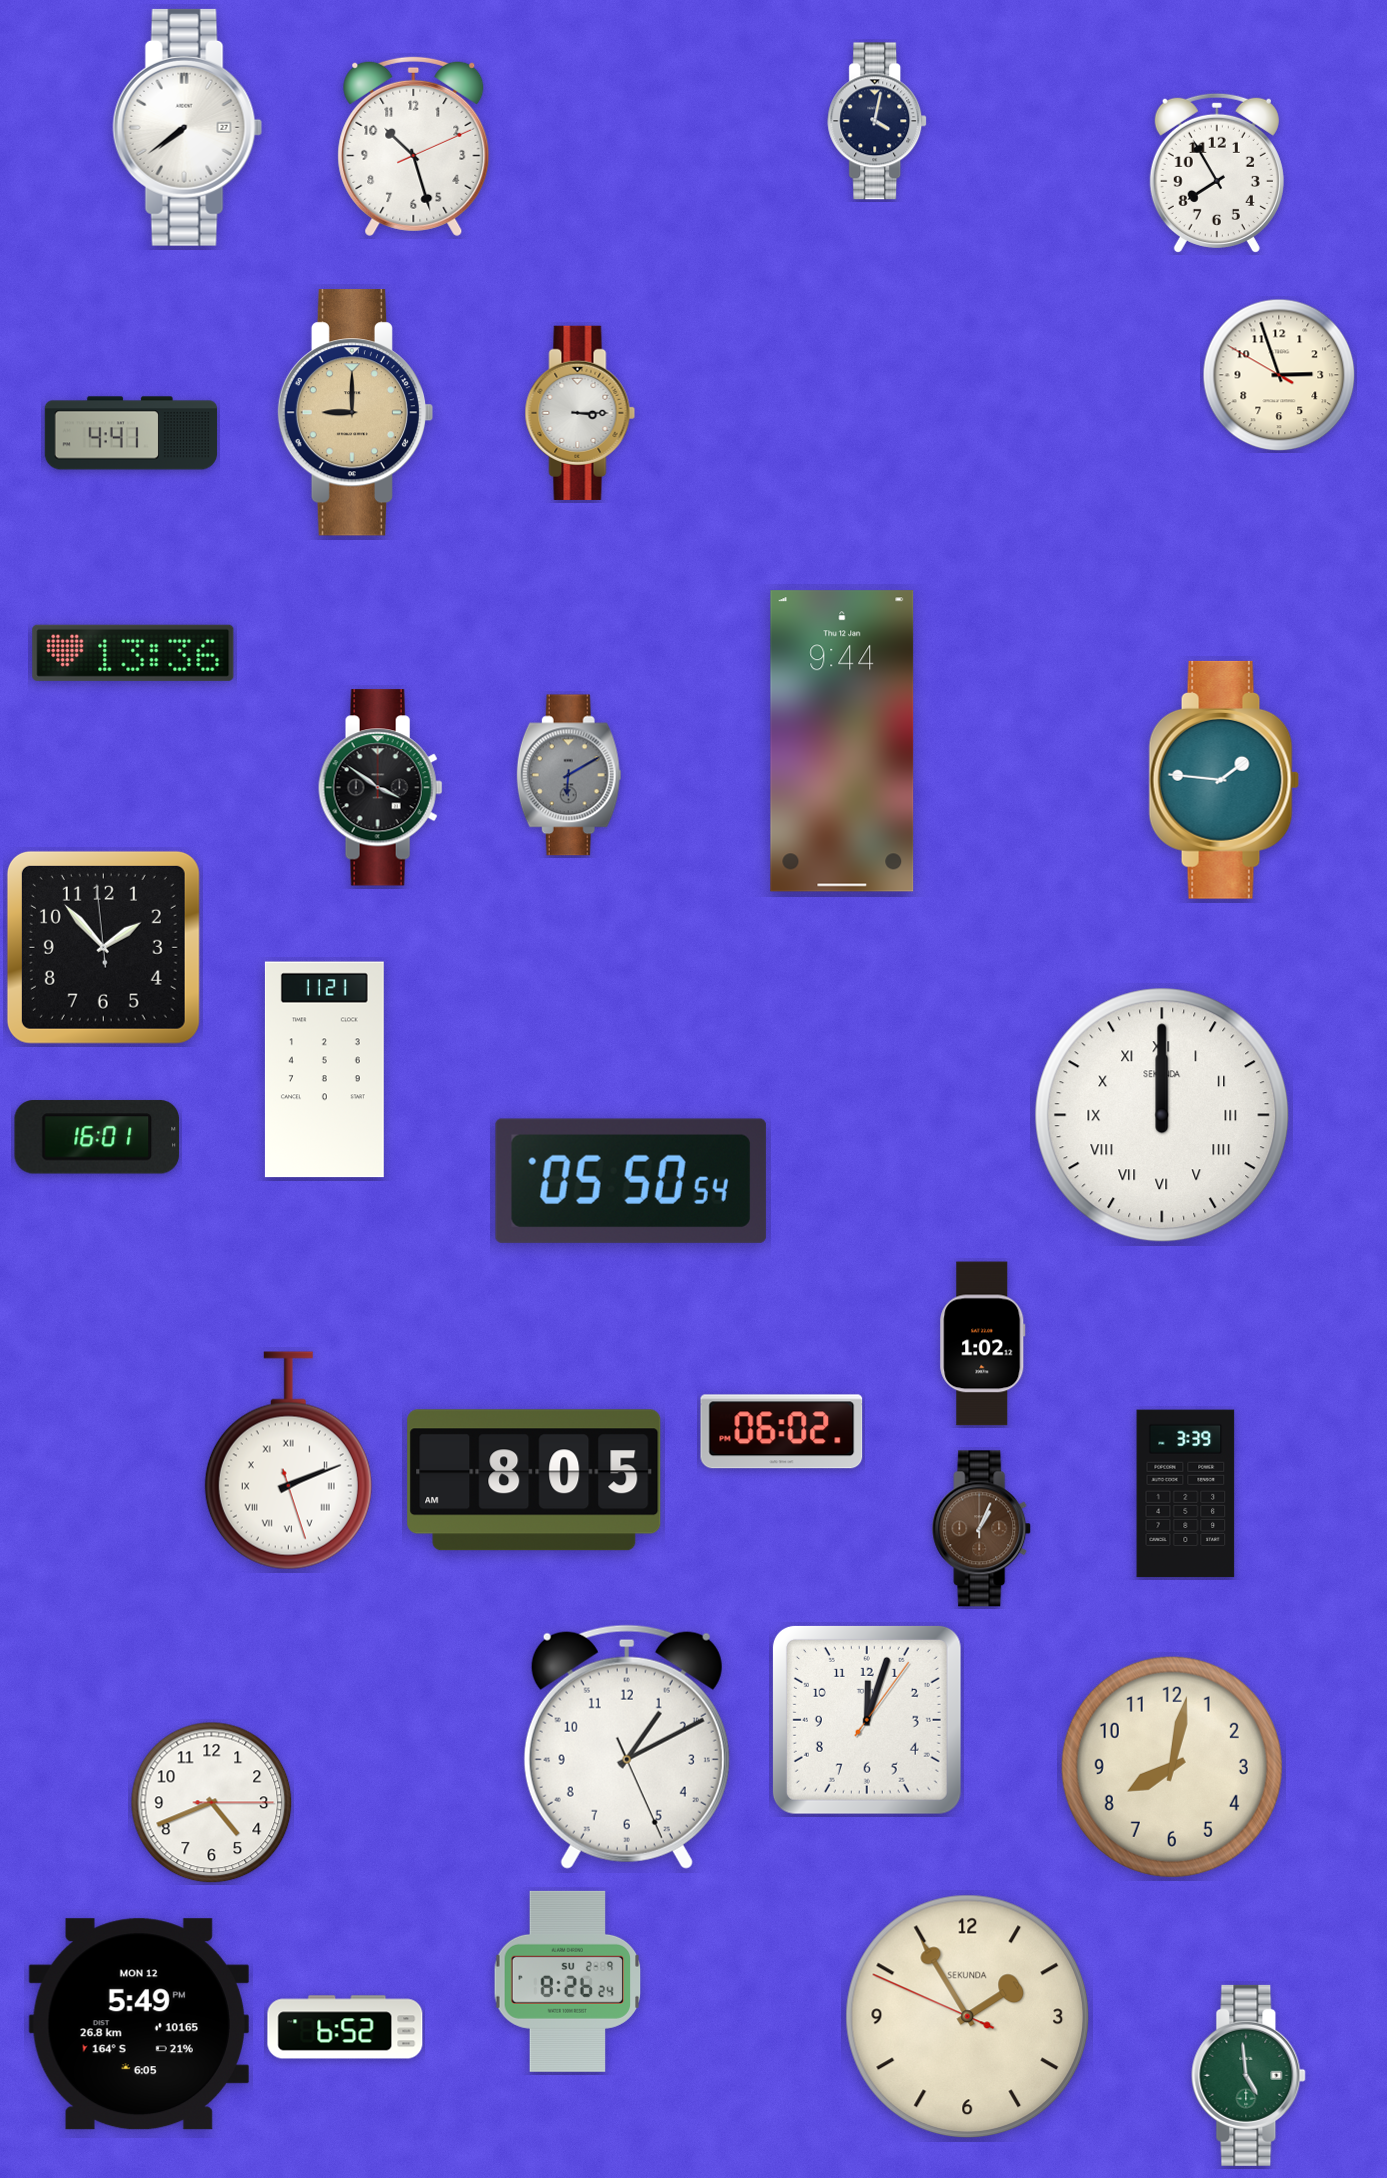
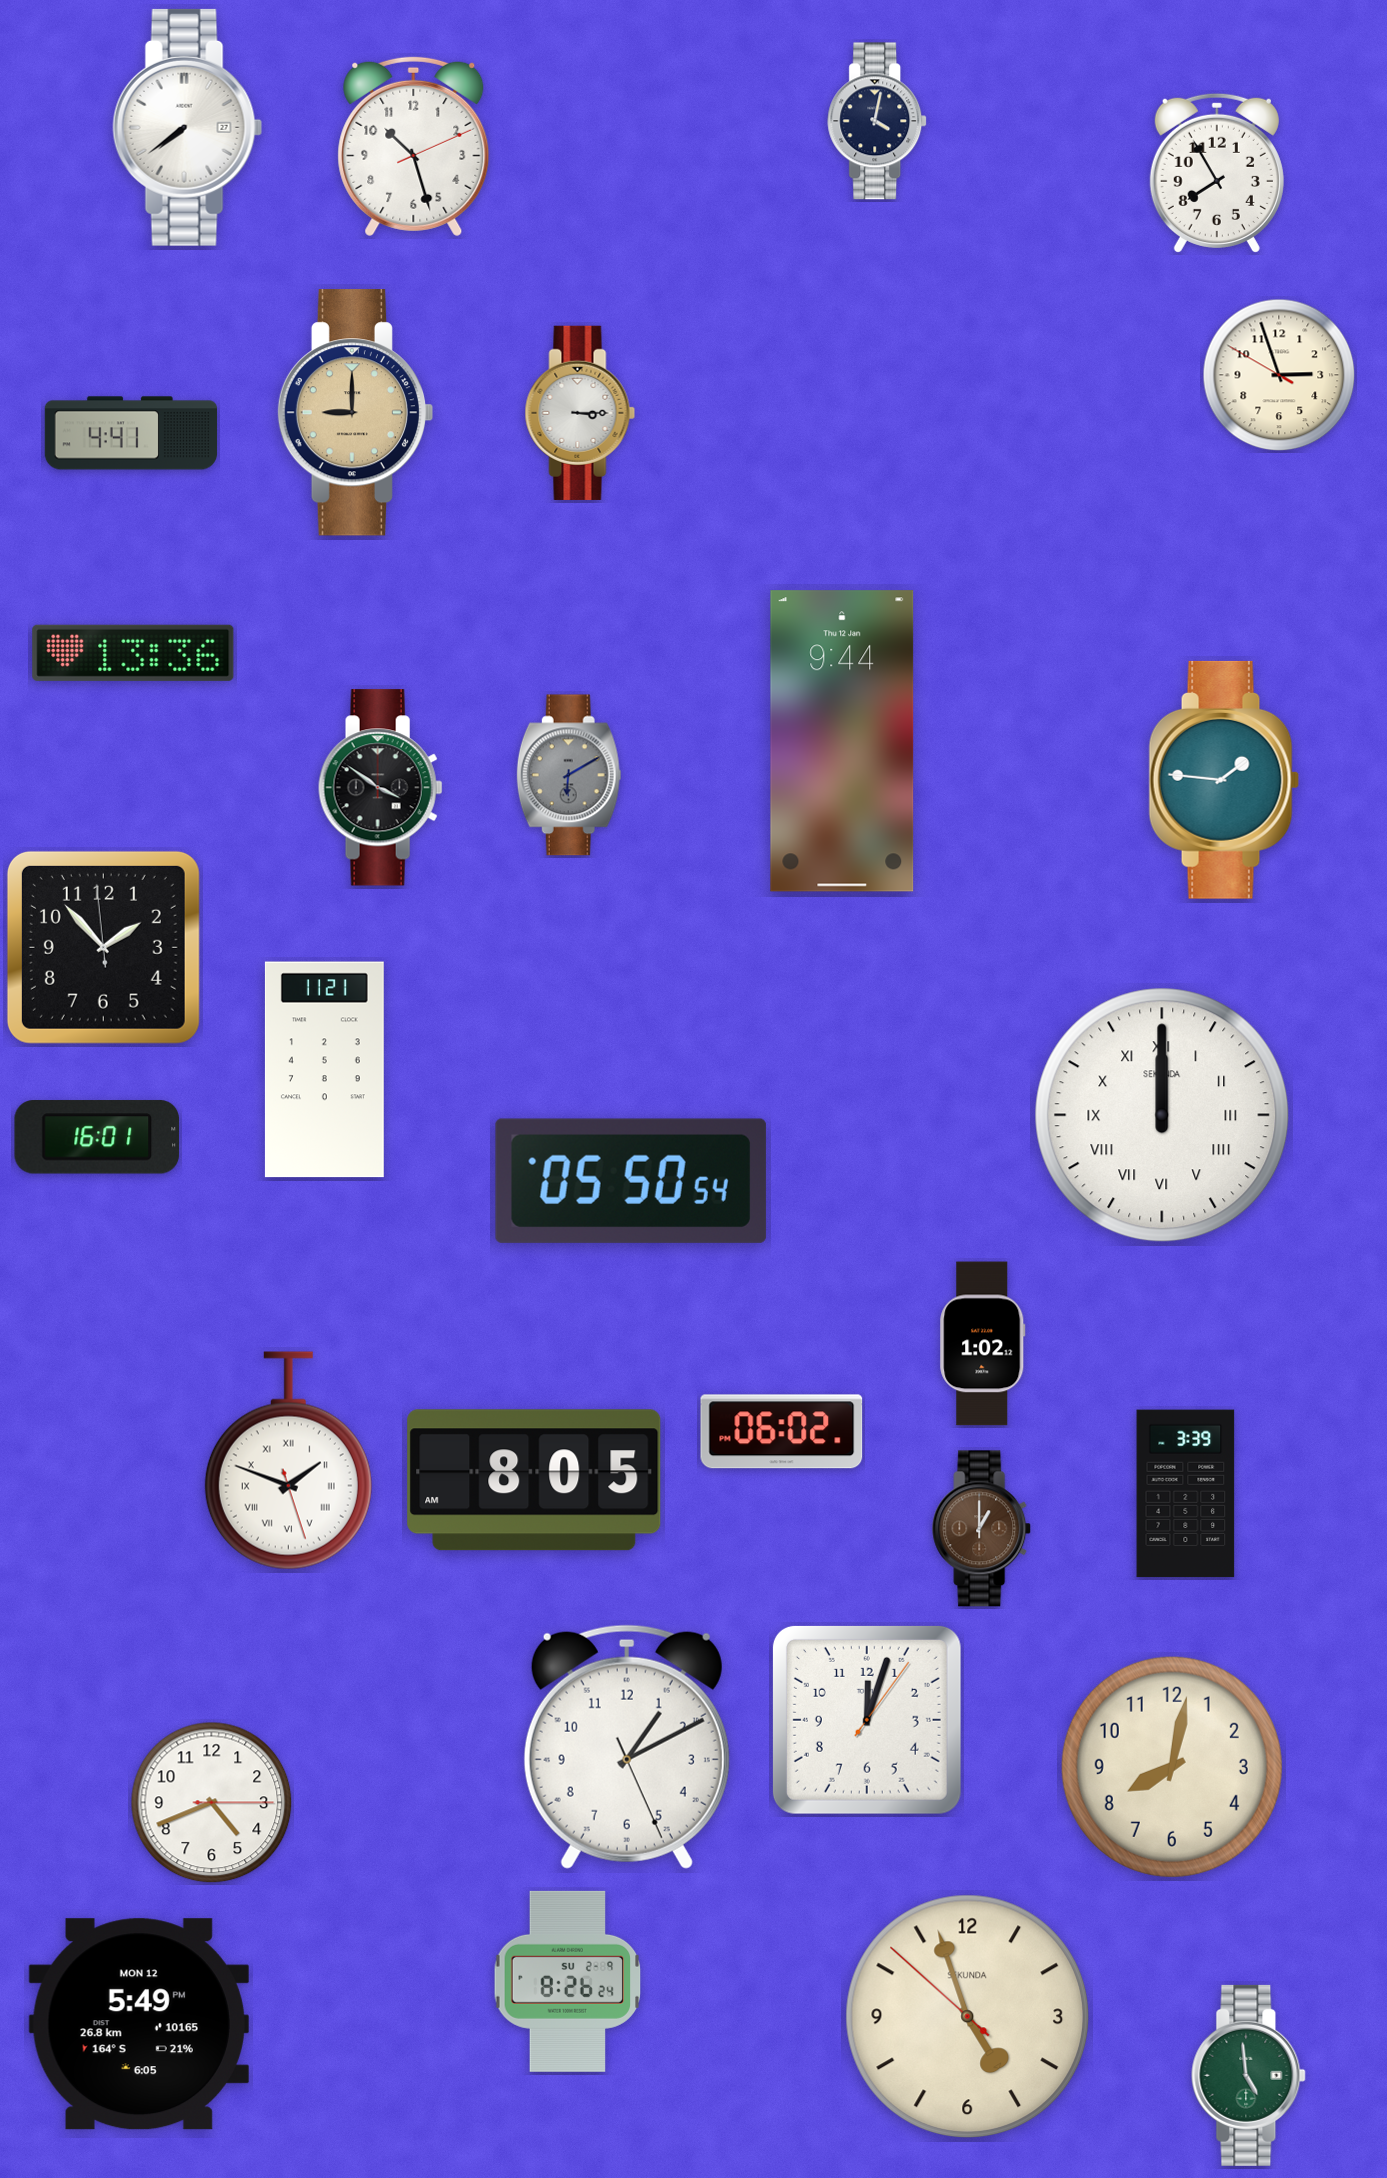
clock at (288, 1461): 2:11 -> 1:48
clock at (982, 1529): 1:04 -> 1:00
clock at (968, 2017): 1:54 -> 4:56
clock at (345, 2027): 6:52 -> none
